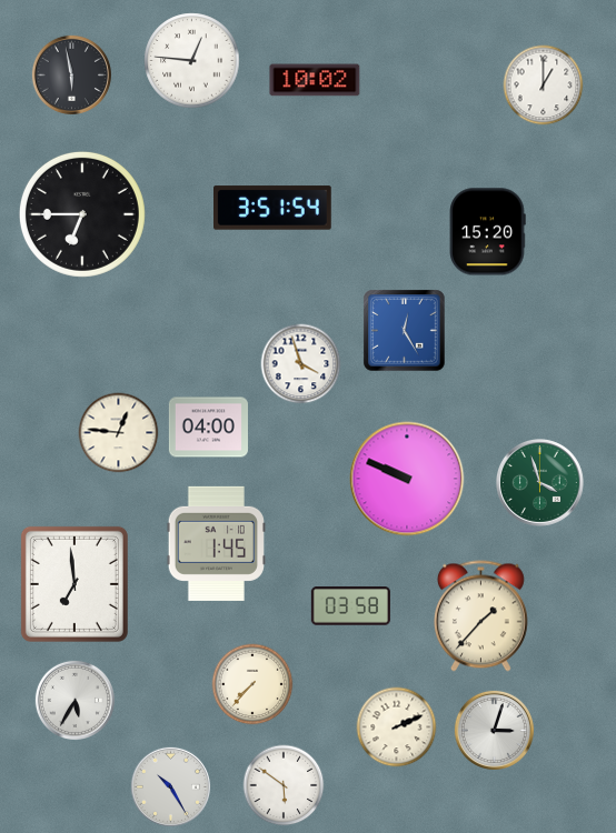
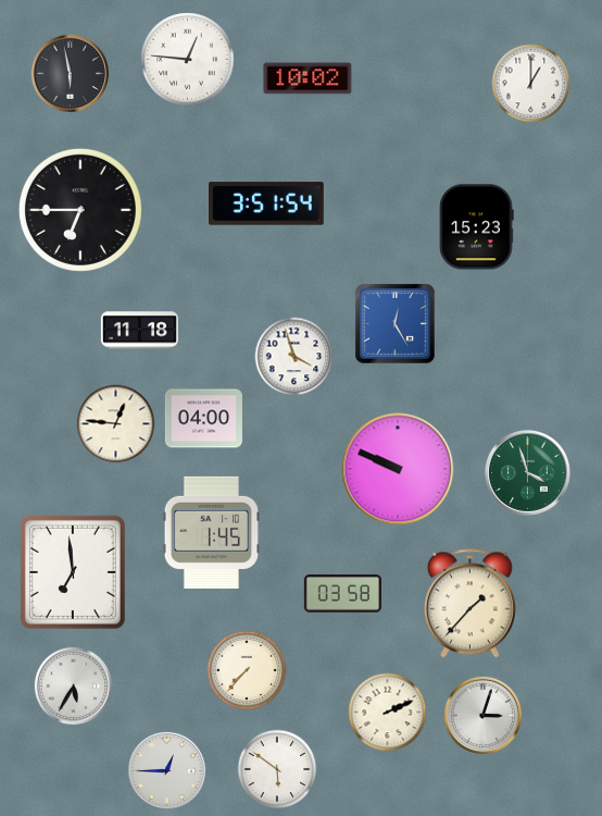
clock at (487, 232): 15:20 -> 15:23
clock at (139, 331): none -> 11:18
clock at (170, 786): 10:25 -> 12:45
